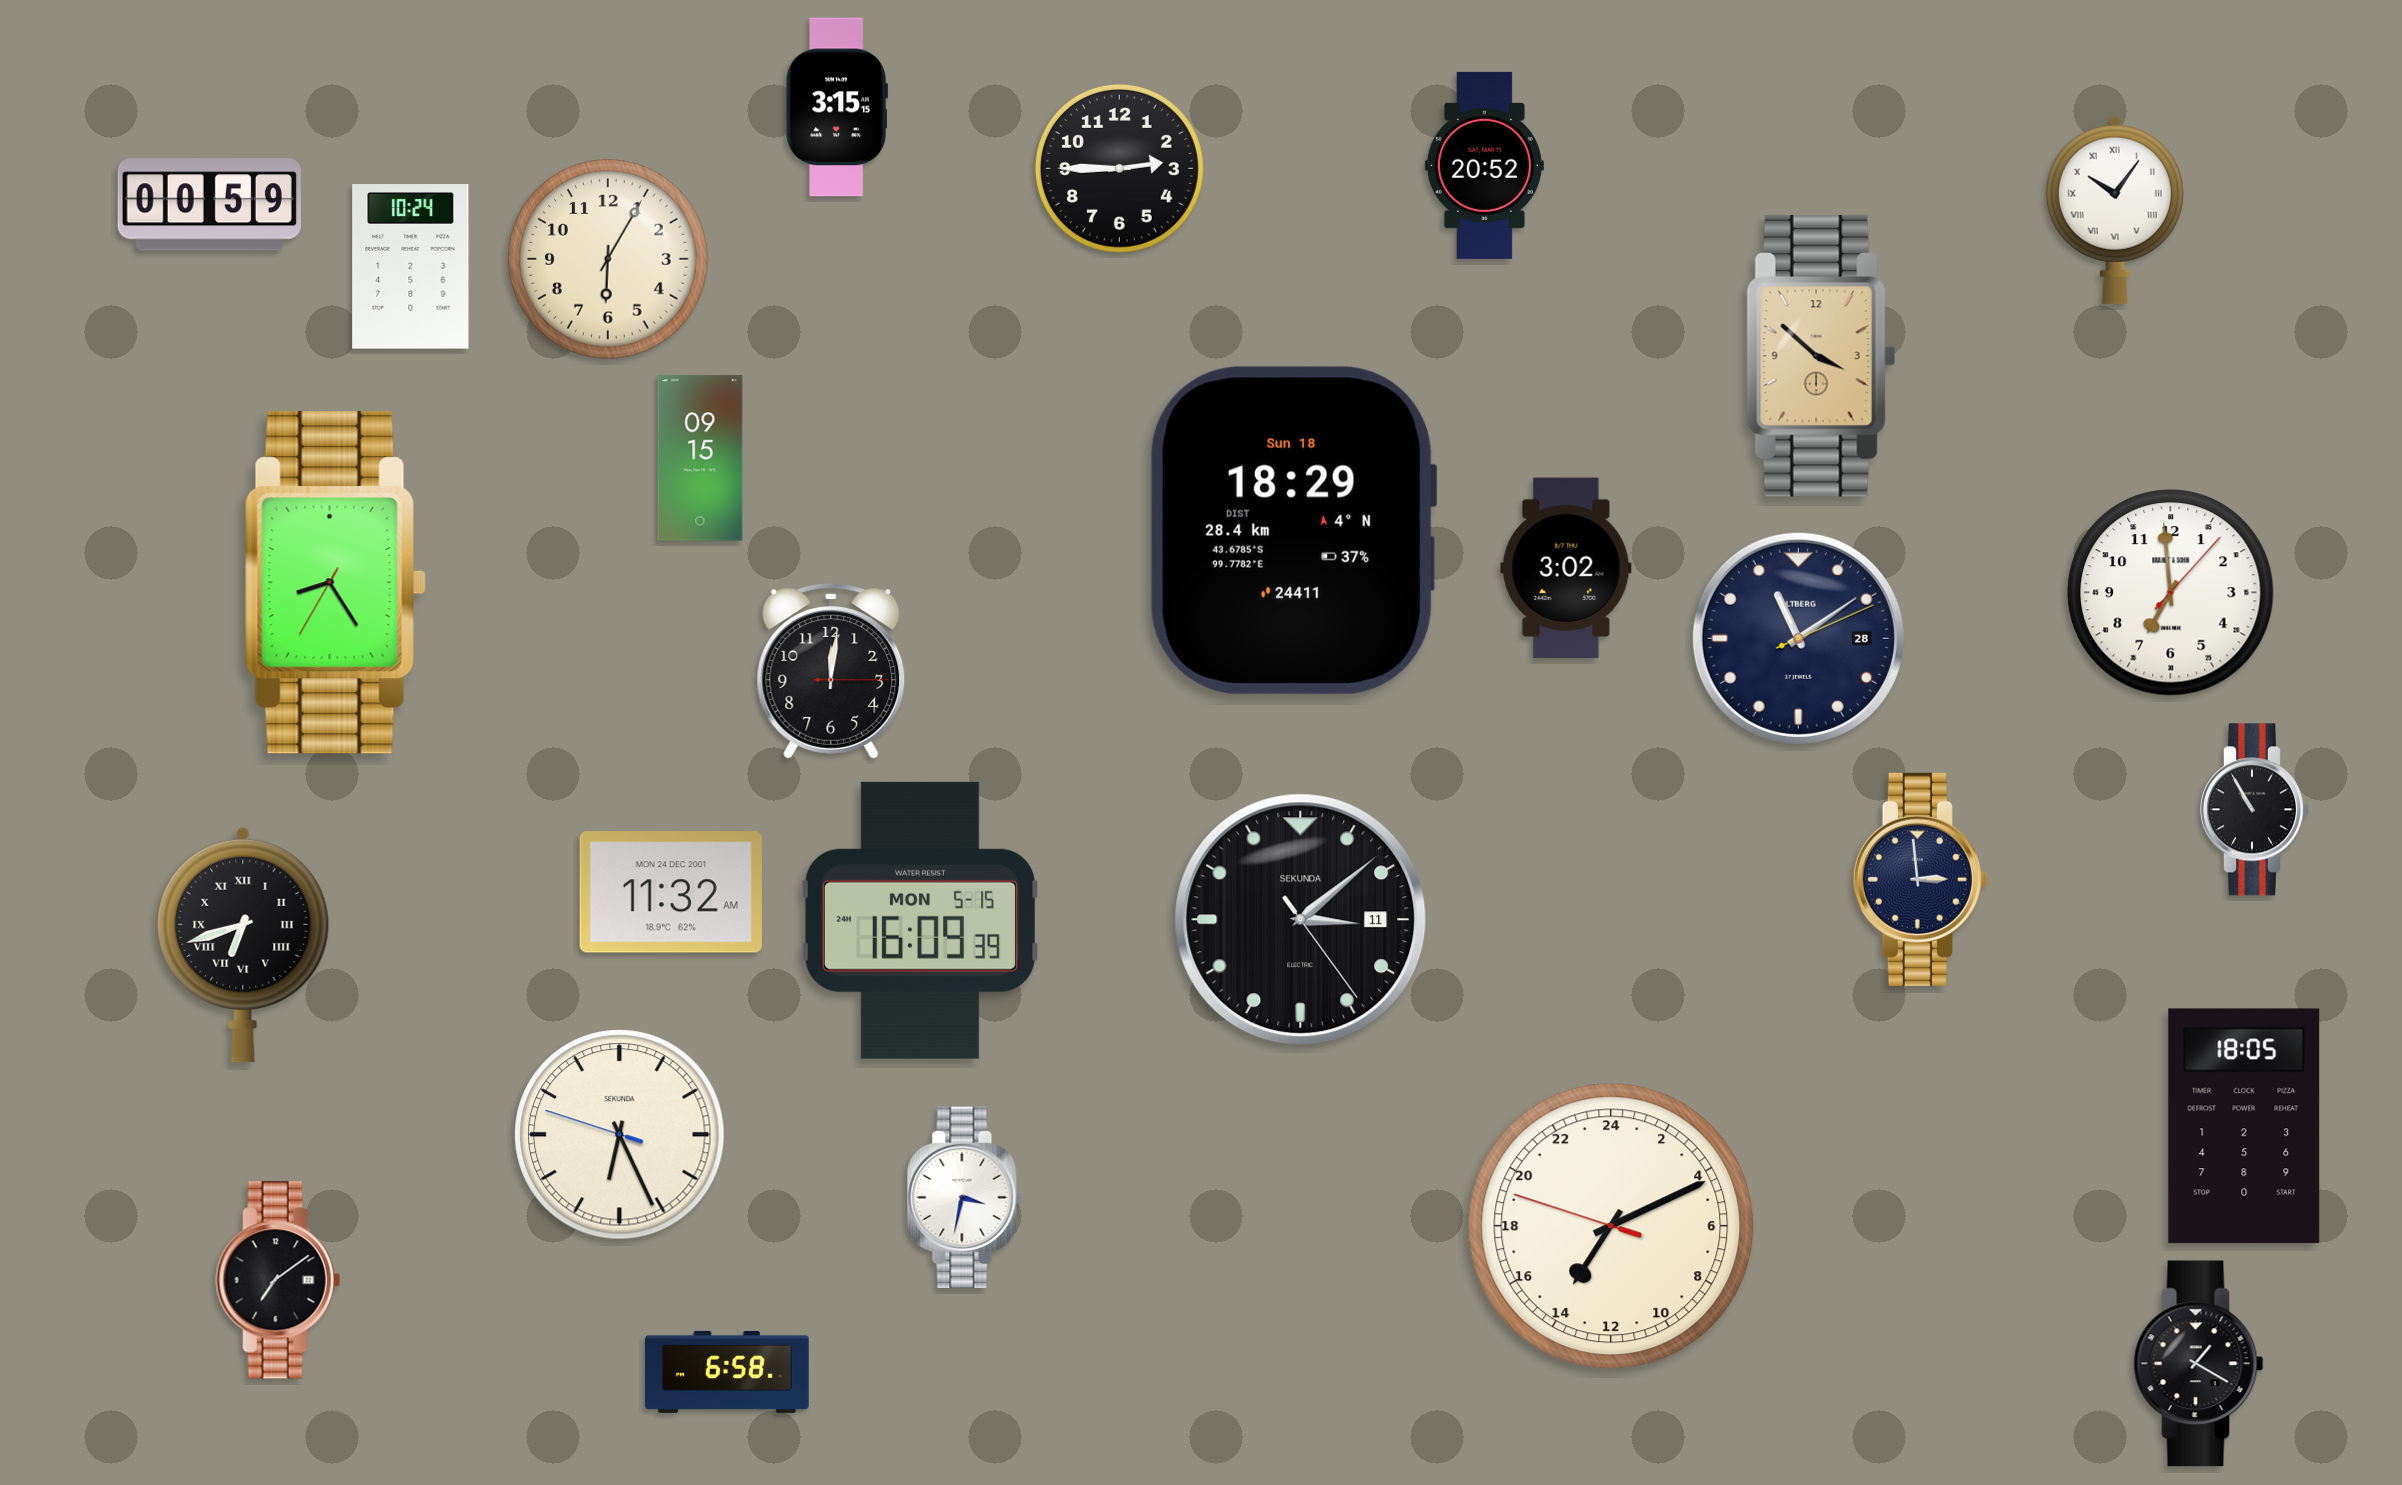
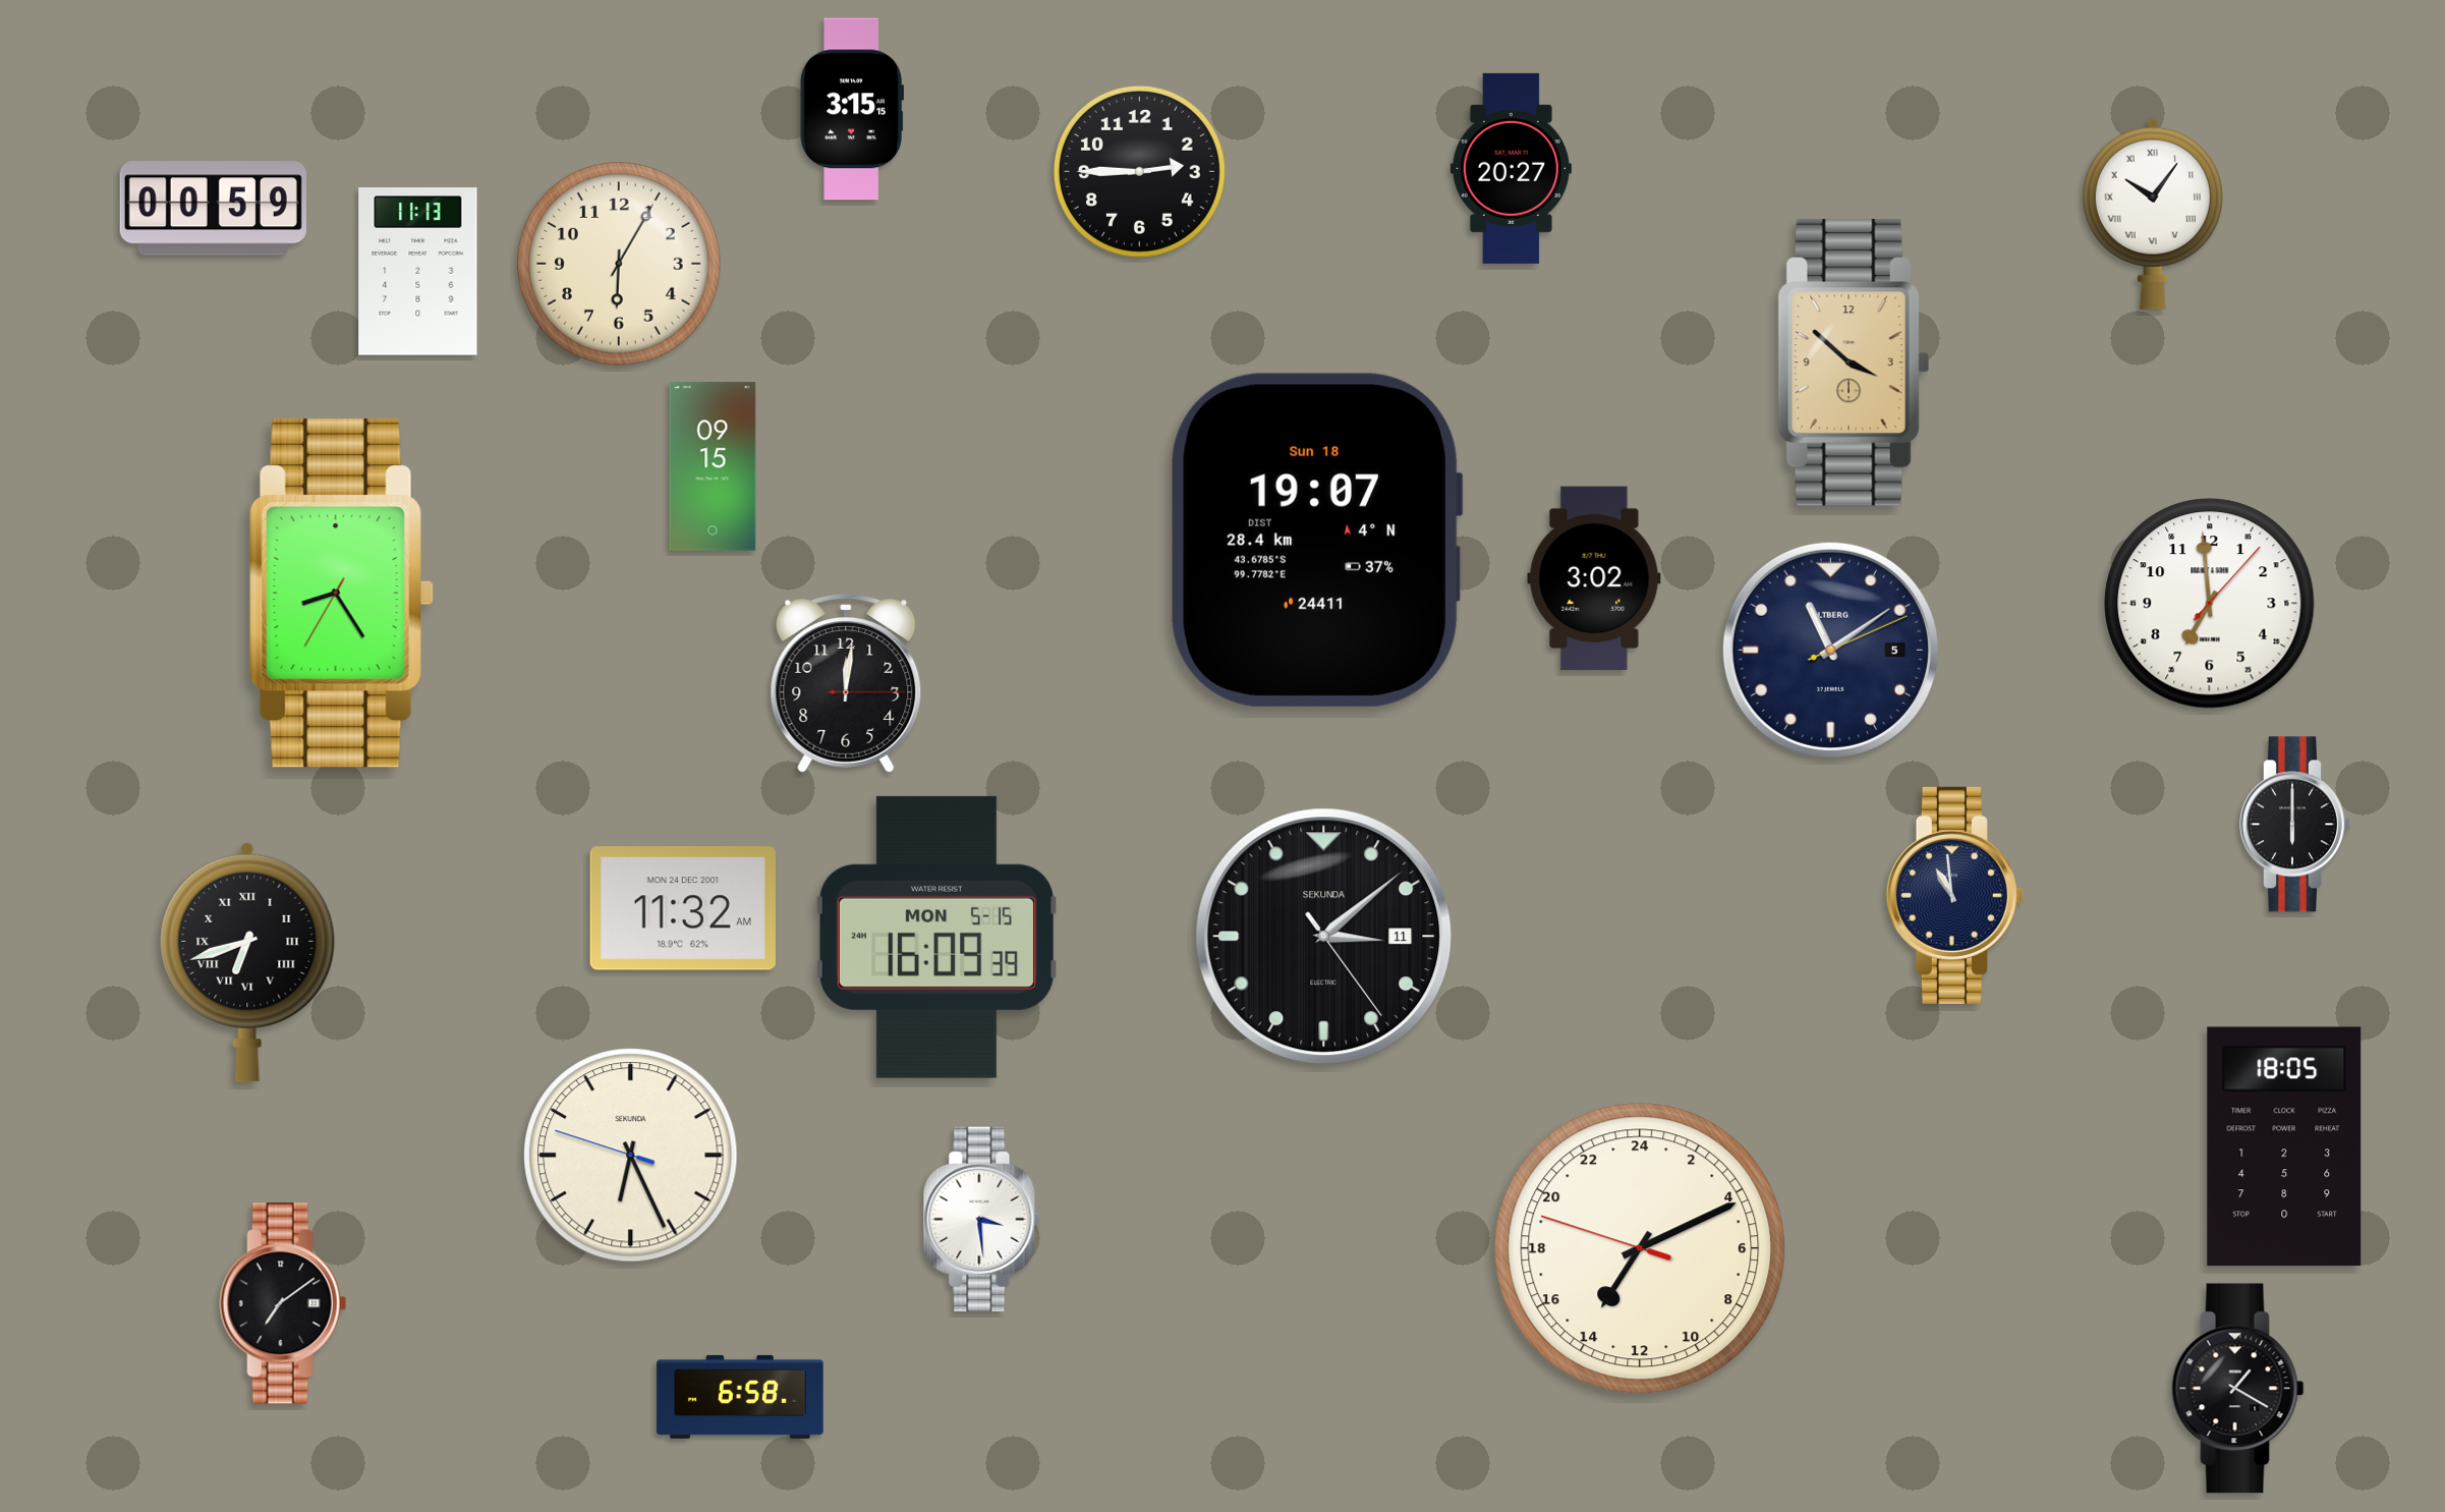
clock at (1484, 165): 20:52 -> 20:27
clock at (411, 267): 10:24 -> 11:13
clock at (1293, 530): 18:29 -> 19:07
clock at (1798, 638) date: 28 -> 5
clock at (2254, 810): 10:55 -> 6:00
clock at (1920, 879): 2:59 -> 10:59
clock at (965, 1197): 3:32 -> 3:29
